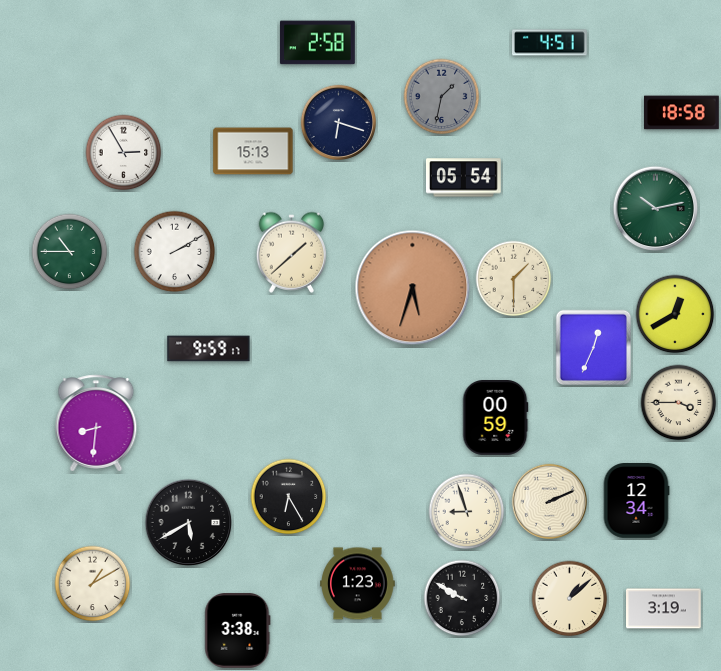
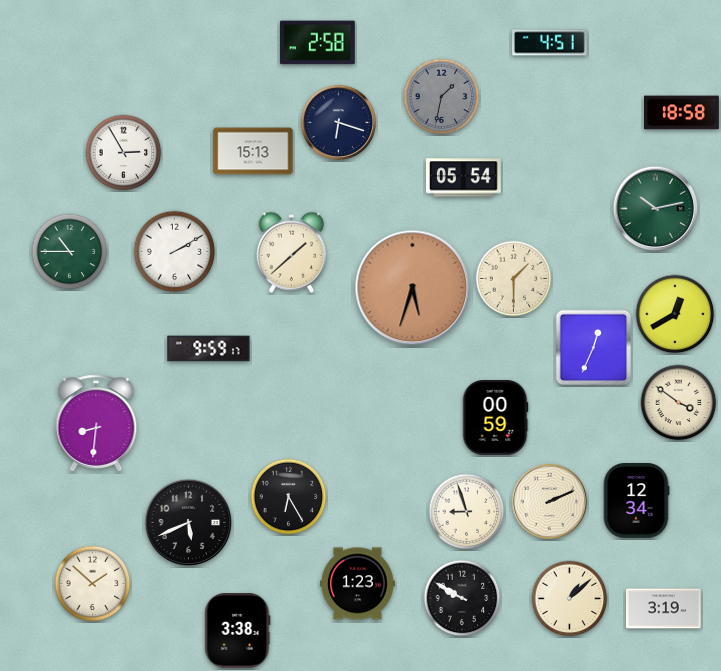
clock at (679, 403): 3:45 -> 3:51
clock at (189, 523): 5:40 -> 5:41
clock at (93, 584): 1:10 -> 1:52
